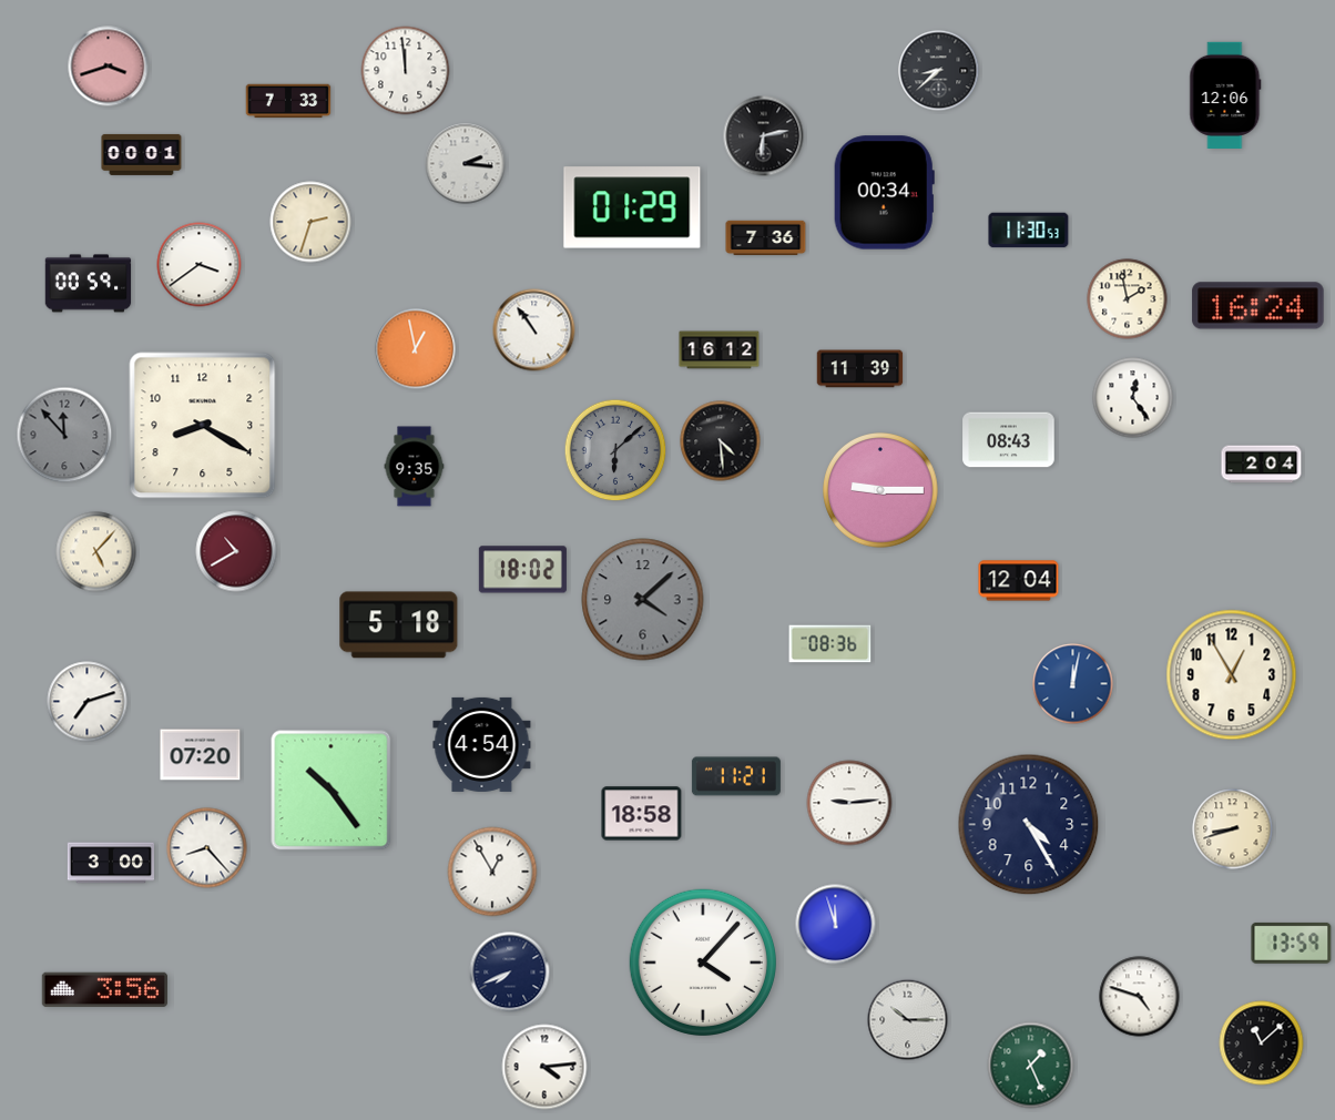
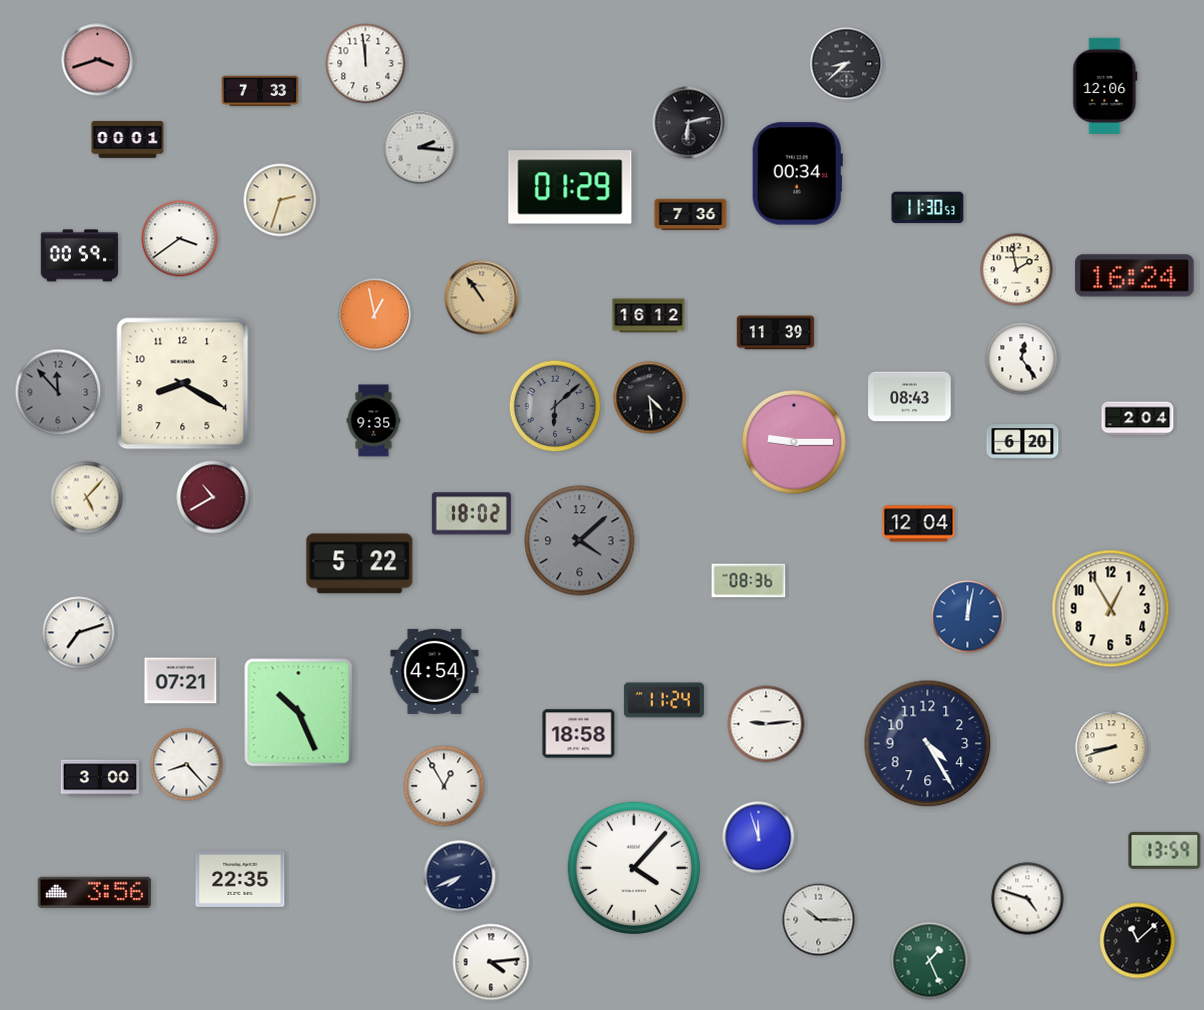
clock at (534, 330) dial: white -> champagne
clock at (1023, 442): none -> 6:20
clock at (399, 625): 5:18 -> 5:22
clock at (201, 755): 07:20 -> 07:21
clock at (736, 776): 11:21 -> 11:24
clock at (332, 791): 10:24 -> 10:26
clock at (836, 925) position: (836, 925) -> (759, 838)
clock at (240, 879): none -> 22:35
